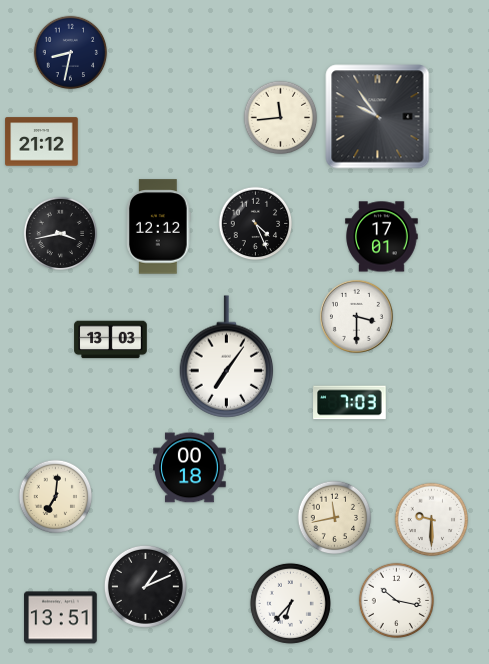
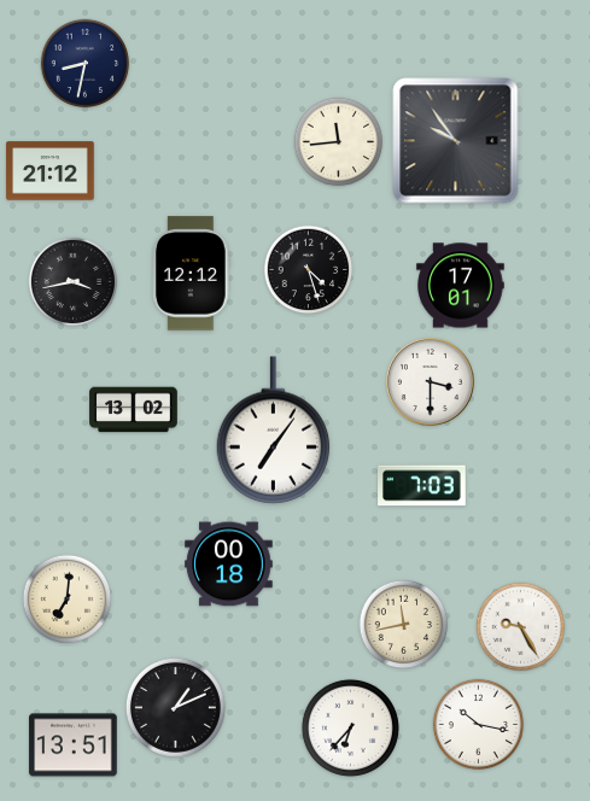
clock at (256, 224): 4:26 -> 4:27
clock at (111, 340): 13:03 -> 13:02
clock at (432, 520): 9:30 -> 9:25
